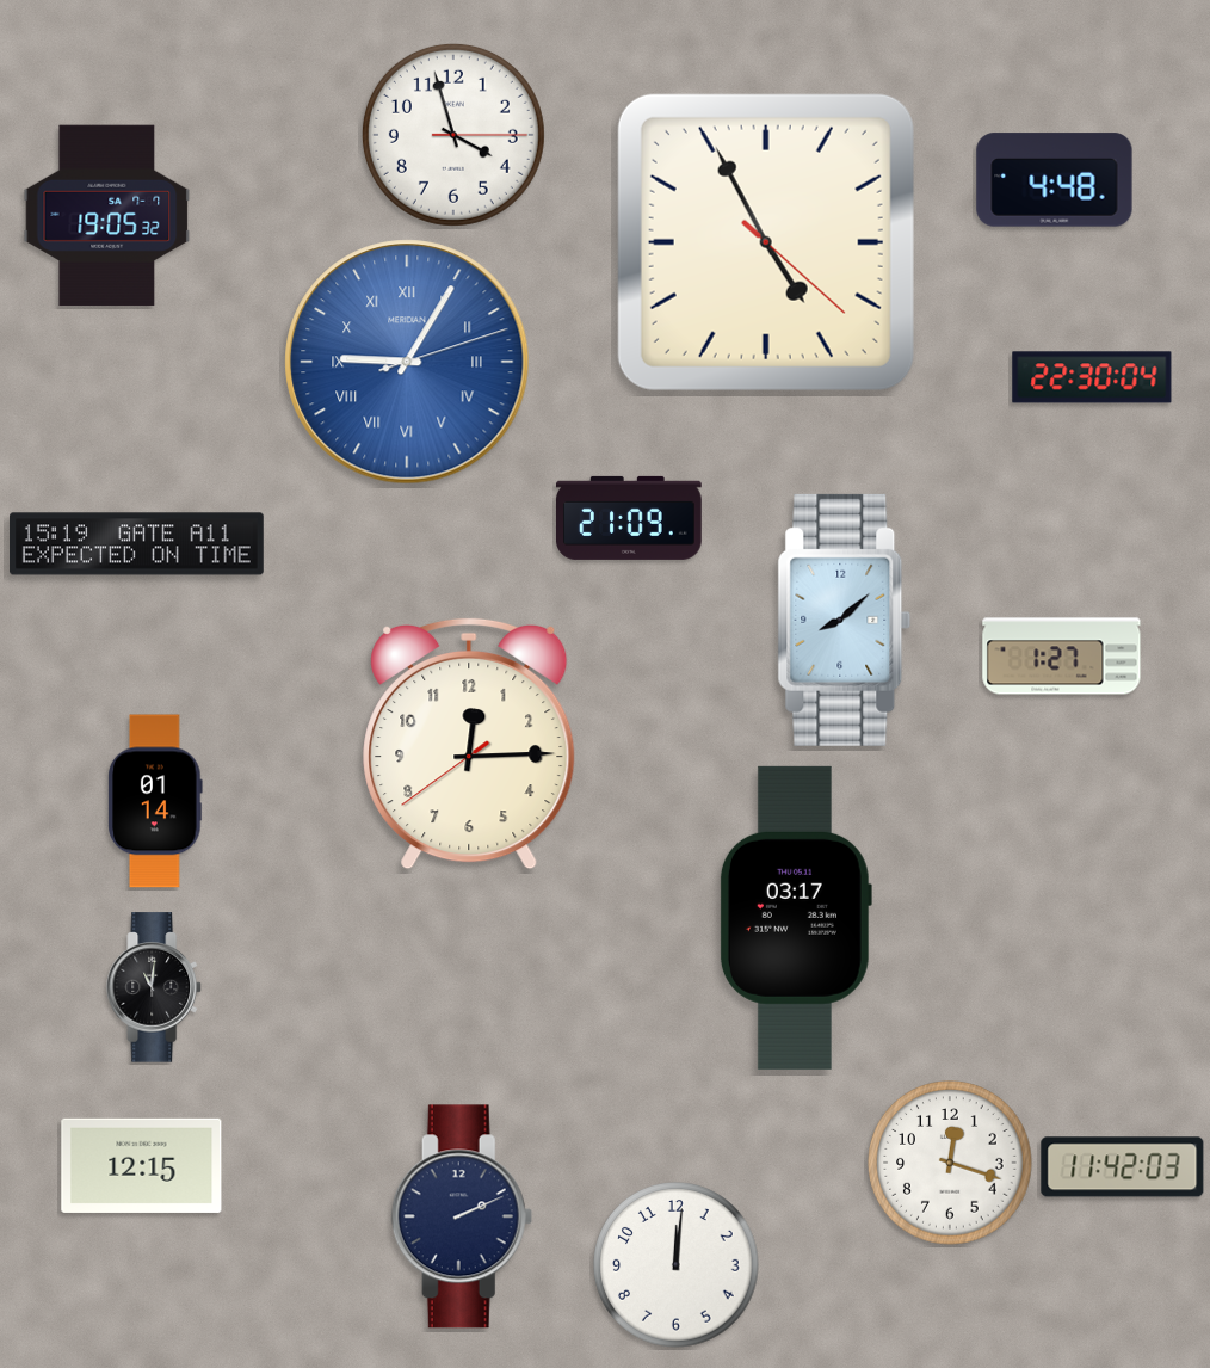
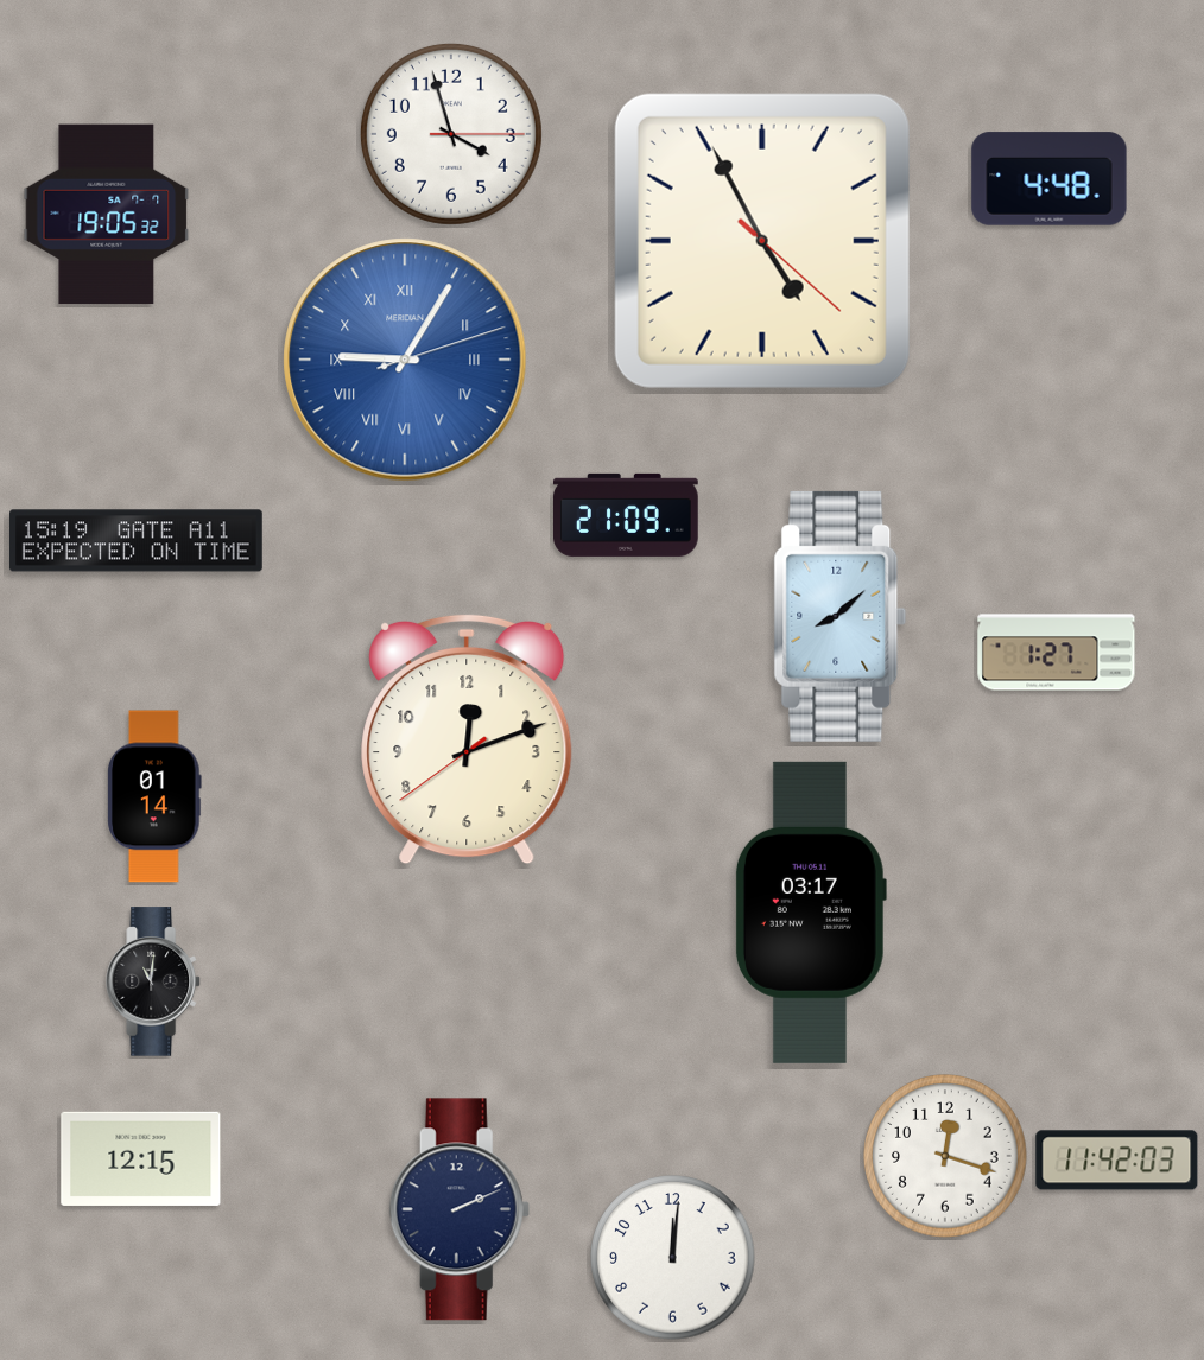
clock at (1092, 377): 22:30 -> none
clock at (469, 744): 12:14 -> 12:11
clock at (795, 918) position: (795, 918) -> (810, 913)
